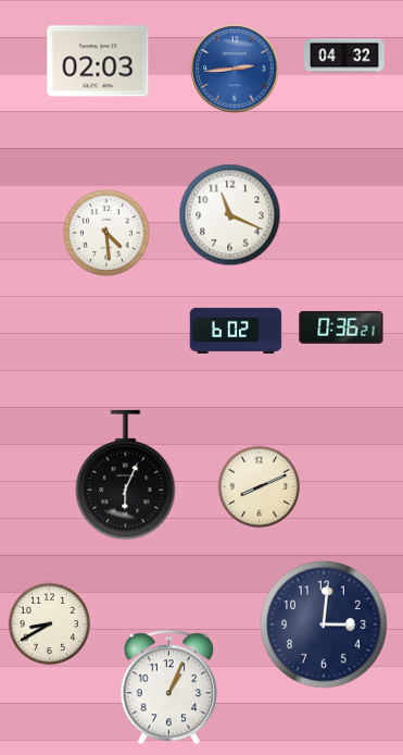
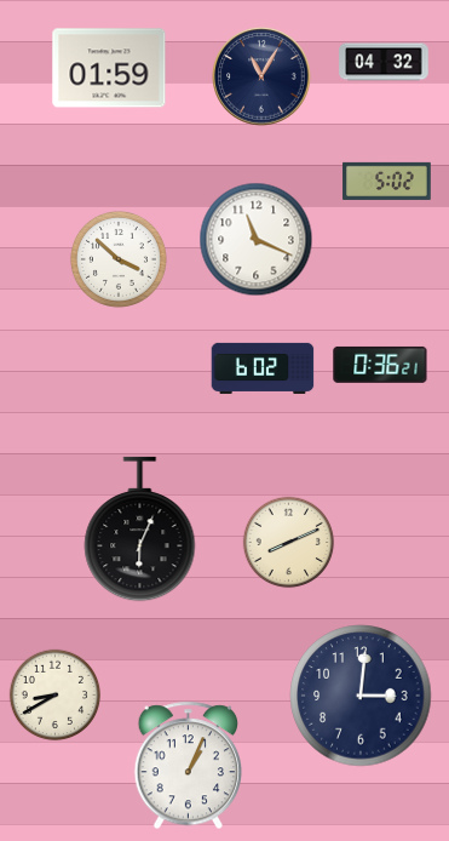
clock at (98, 61): 02:03 -> 01:59
clock at (235, 69): 2:44 -> 11:05
clock at (235, 69) dial: blue -> navy
clock at (387, 181): none -> 5:02
clock at (106, 233): 4:29 -> 3:52
